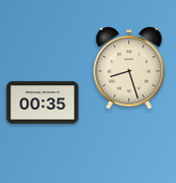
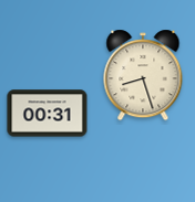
clock at (43, 103): 00:35 -> 00:31
